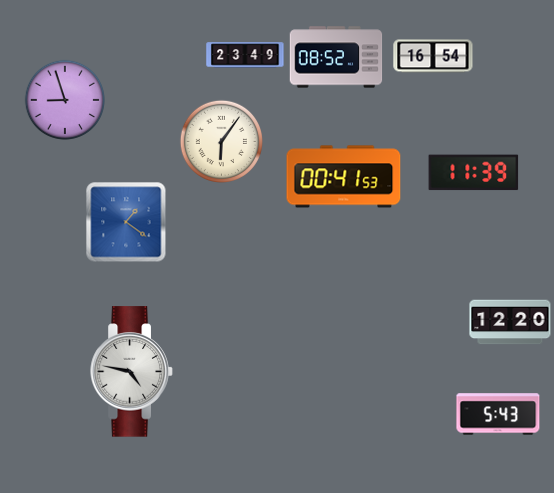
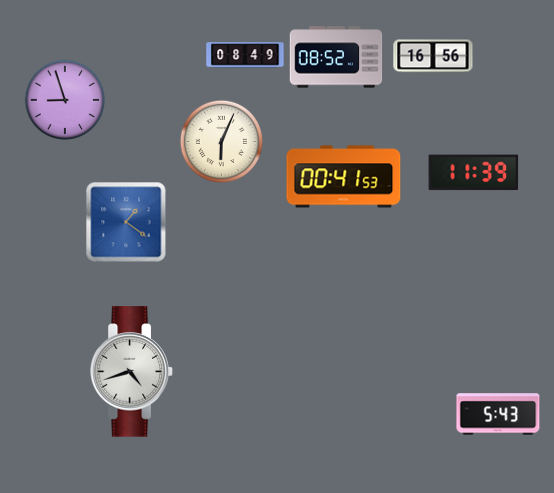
clock at (245, 55): 23:49 -> 08:49
clock at (433, 56): 16:54 -> 16:56
clock at (221, 141): 6:06 -> 6:04
clock at (510, 322): 12:20 -> none
clock at (132, 372): 4:47 -> 4:42
